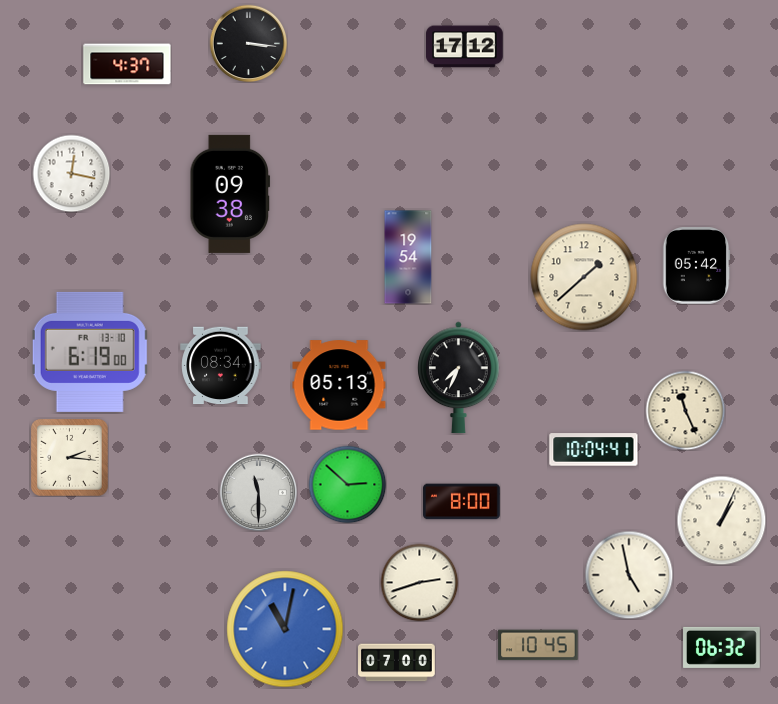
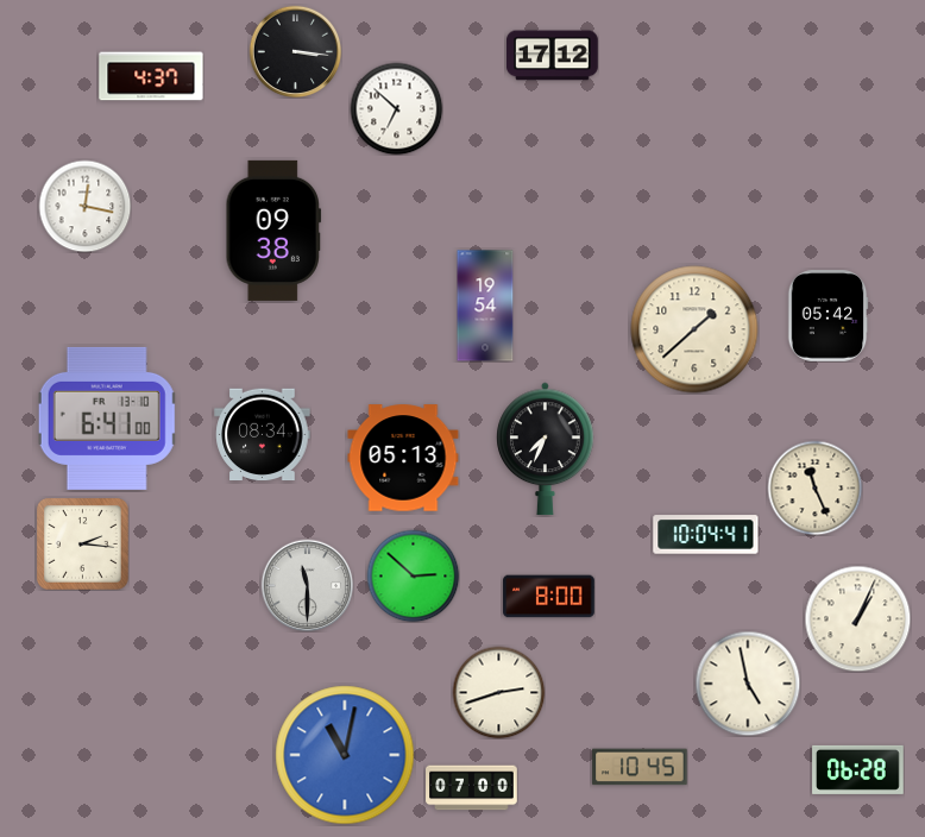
clock at (396, 108): none -> 6:52
clock at (90, 352): 6:19 -> 6:41
clock at (285, 629) position: (285, 629) -> (345, 755)
clock at (722, 647): 06:32 -> 06:28
